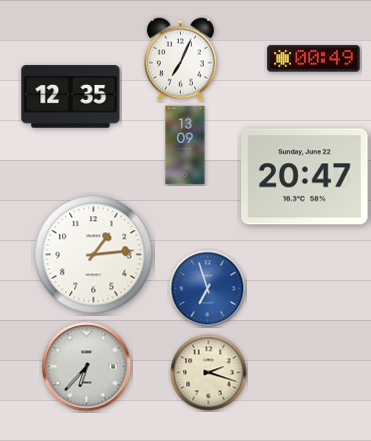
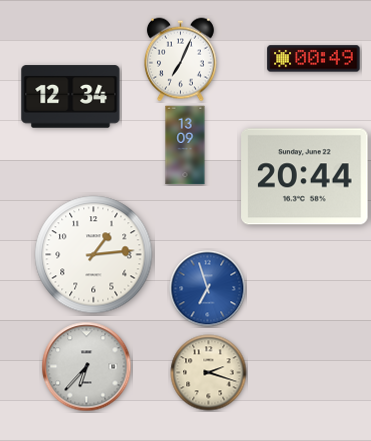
clock at (71, 97): 12:35 -> 12:34
clock at (305, 177): 20:47 -> 20:44
